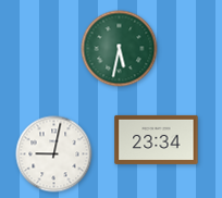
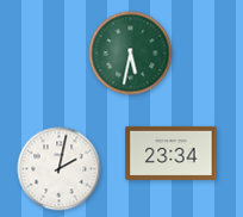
clock at (54, 154): 9:02 -> 2:02
